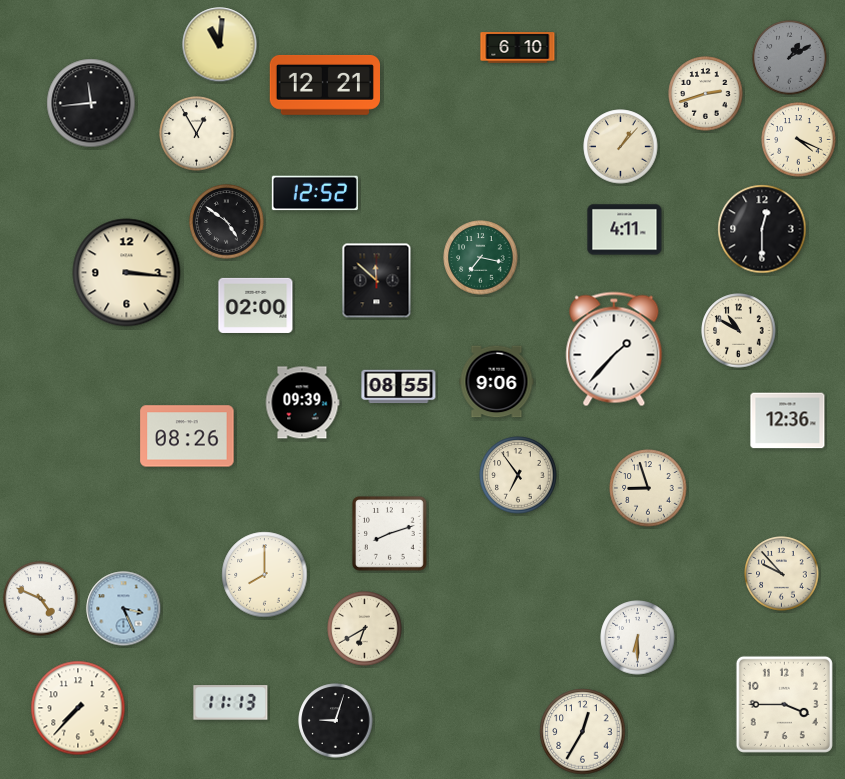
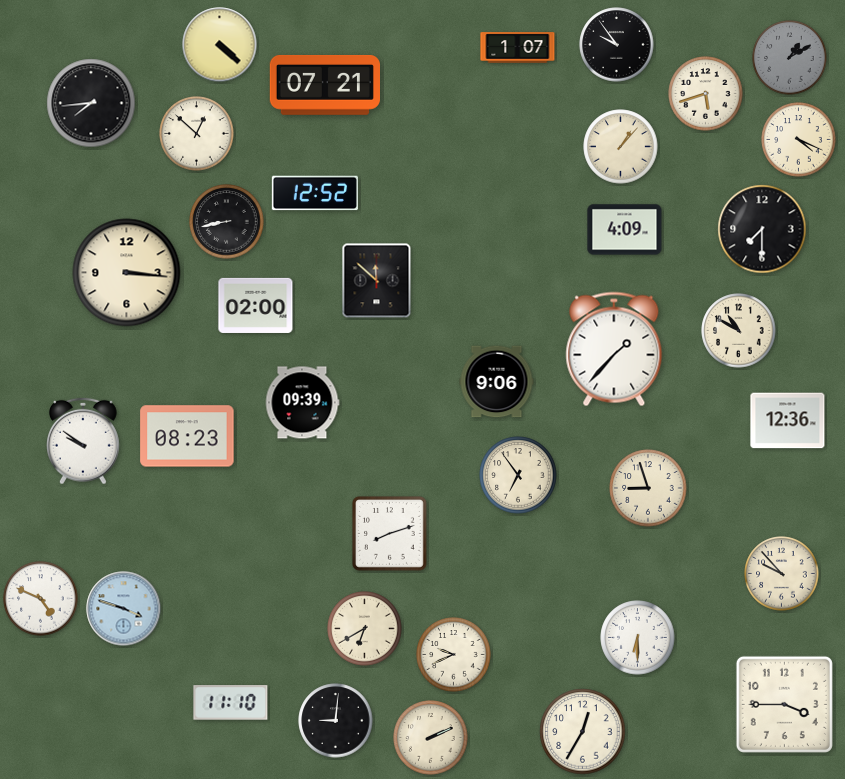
clock at (220, 45): 11:01 -> 4:22
clock at (617, 45): none -> 9:54
clock at (518, 48): 6:10 -> 1:07
clock at (324, 85): 12:21 -> 07:21
clock at (706, 94): 2:42 -> 5:42
clock at (91, 103): 11:44 -> 7:44
clock at (197, 134): 12:55 -> 12:52
clock at (227, 222): 4:51 -> 8:43
clock at (762, 229): 12:30 -> 7:30
clock at (625, 230): 4:11 -> 4:09
clock at (481, 258): 7:17 -> none
clock at (399, 387): 08:55 -> none
clock at (187, 436): 08:26 -> 08:23
clock at (84, 441): none -> 9:51
clock at (265, 575): 8:00 -> none
clock at (124, 609): 3:26 -> 3:48
clock at (454, 655): none -> 9:41
clock at (231, 703): 11:13 -> 11:10
clock at (78, 708): 7:37 -> none
clock at (336, 721): 9:03 -> 9:01
clock at (431, 738): none -> 2:11
